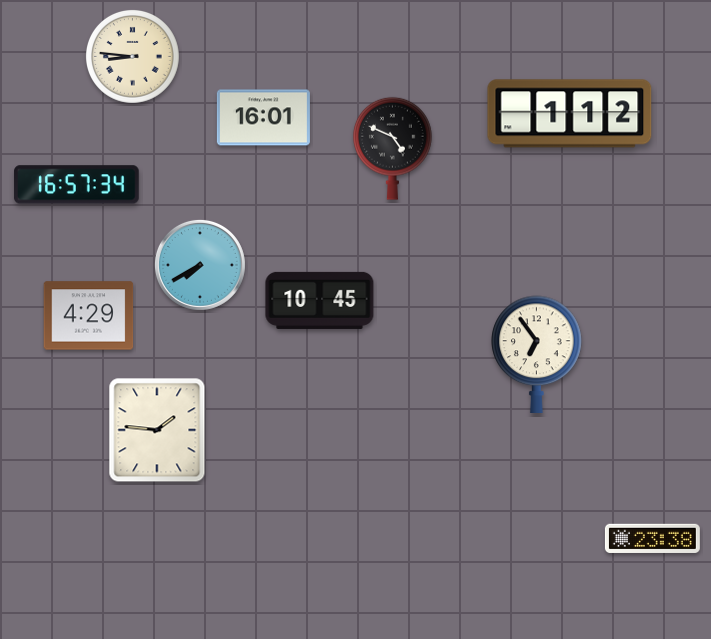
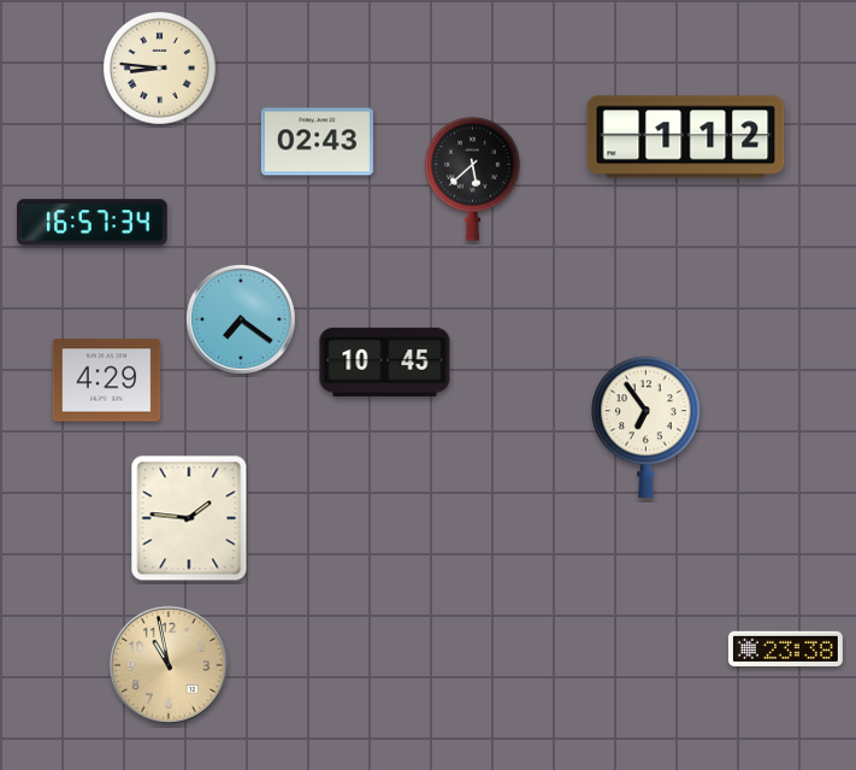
clock at (263, 118): 16:01 -> 02:43
clock at (393, 148): 4:49 -> 5:38
clock at (200, 265): 7:40 -> 7:21
clock at (169, 665): none -> 10:58
